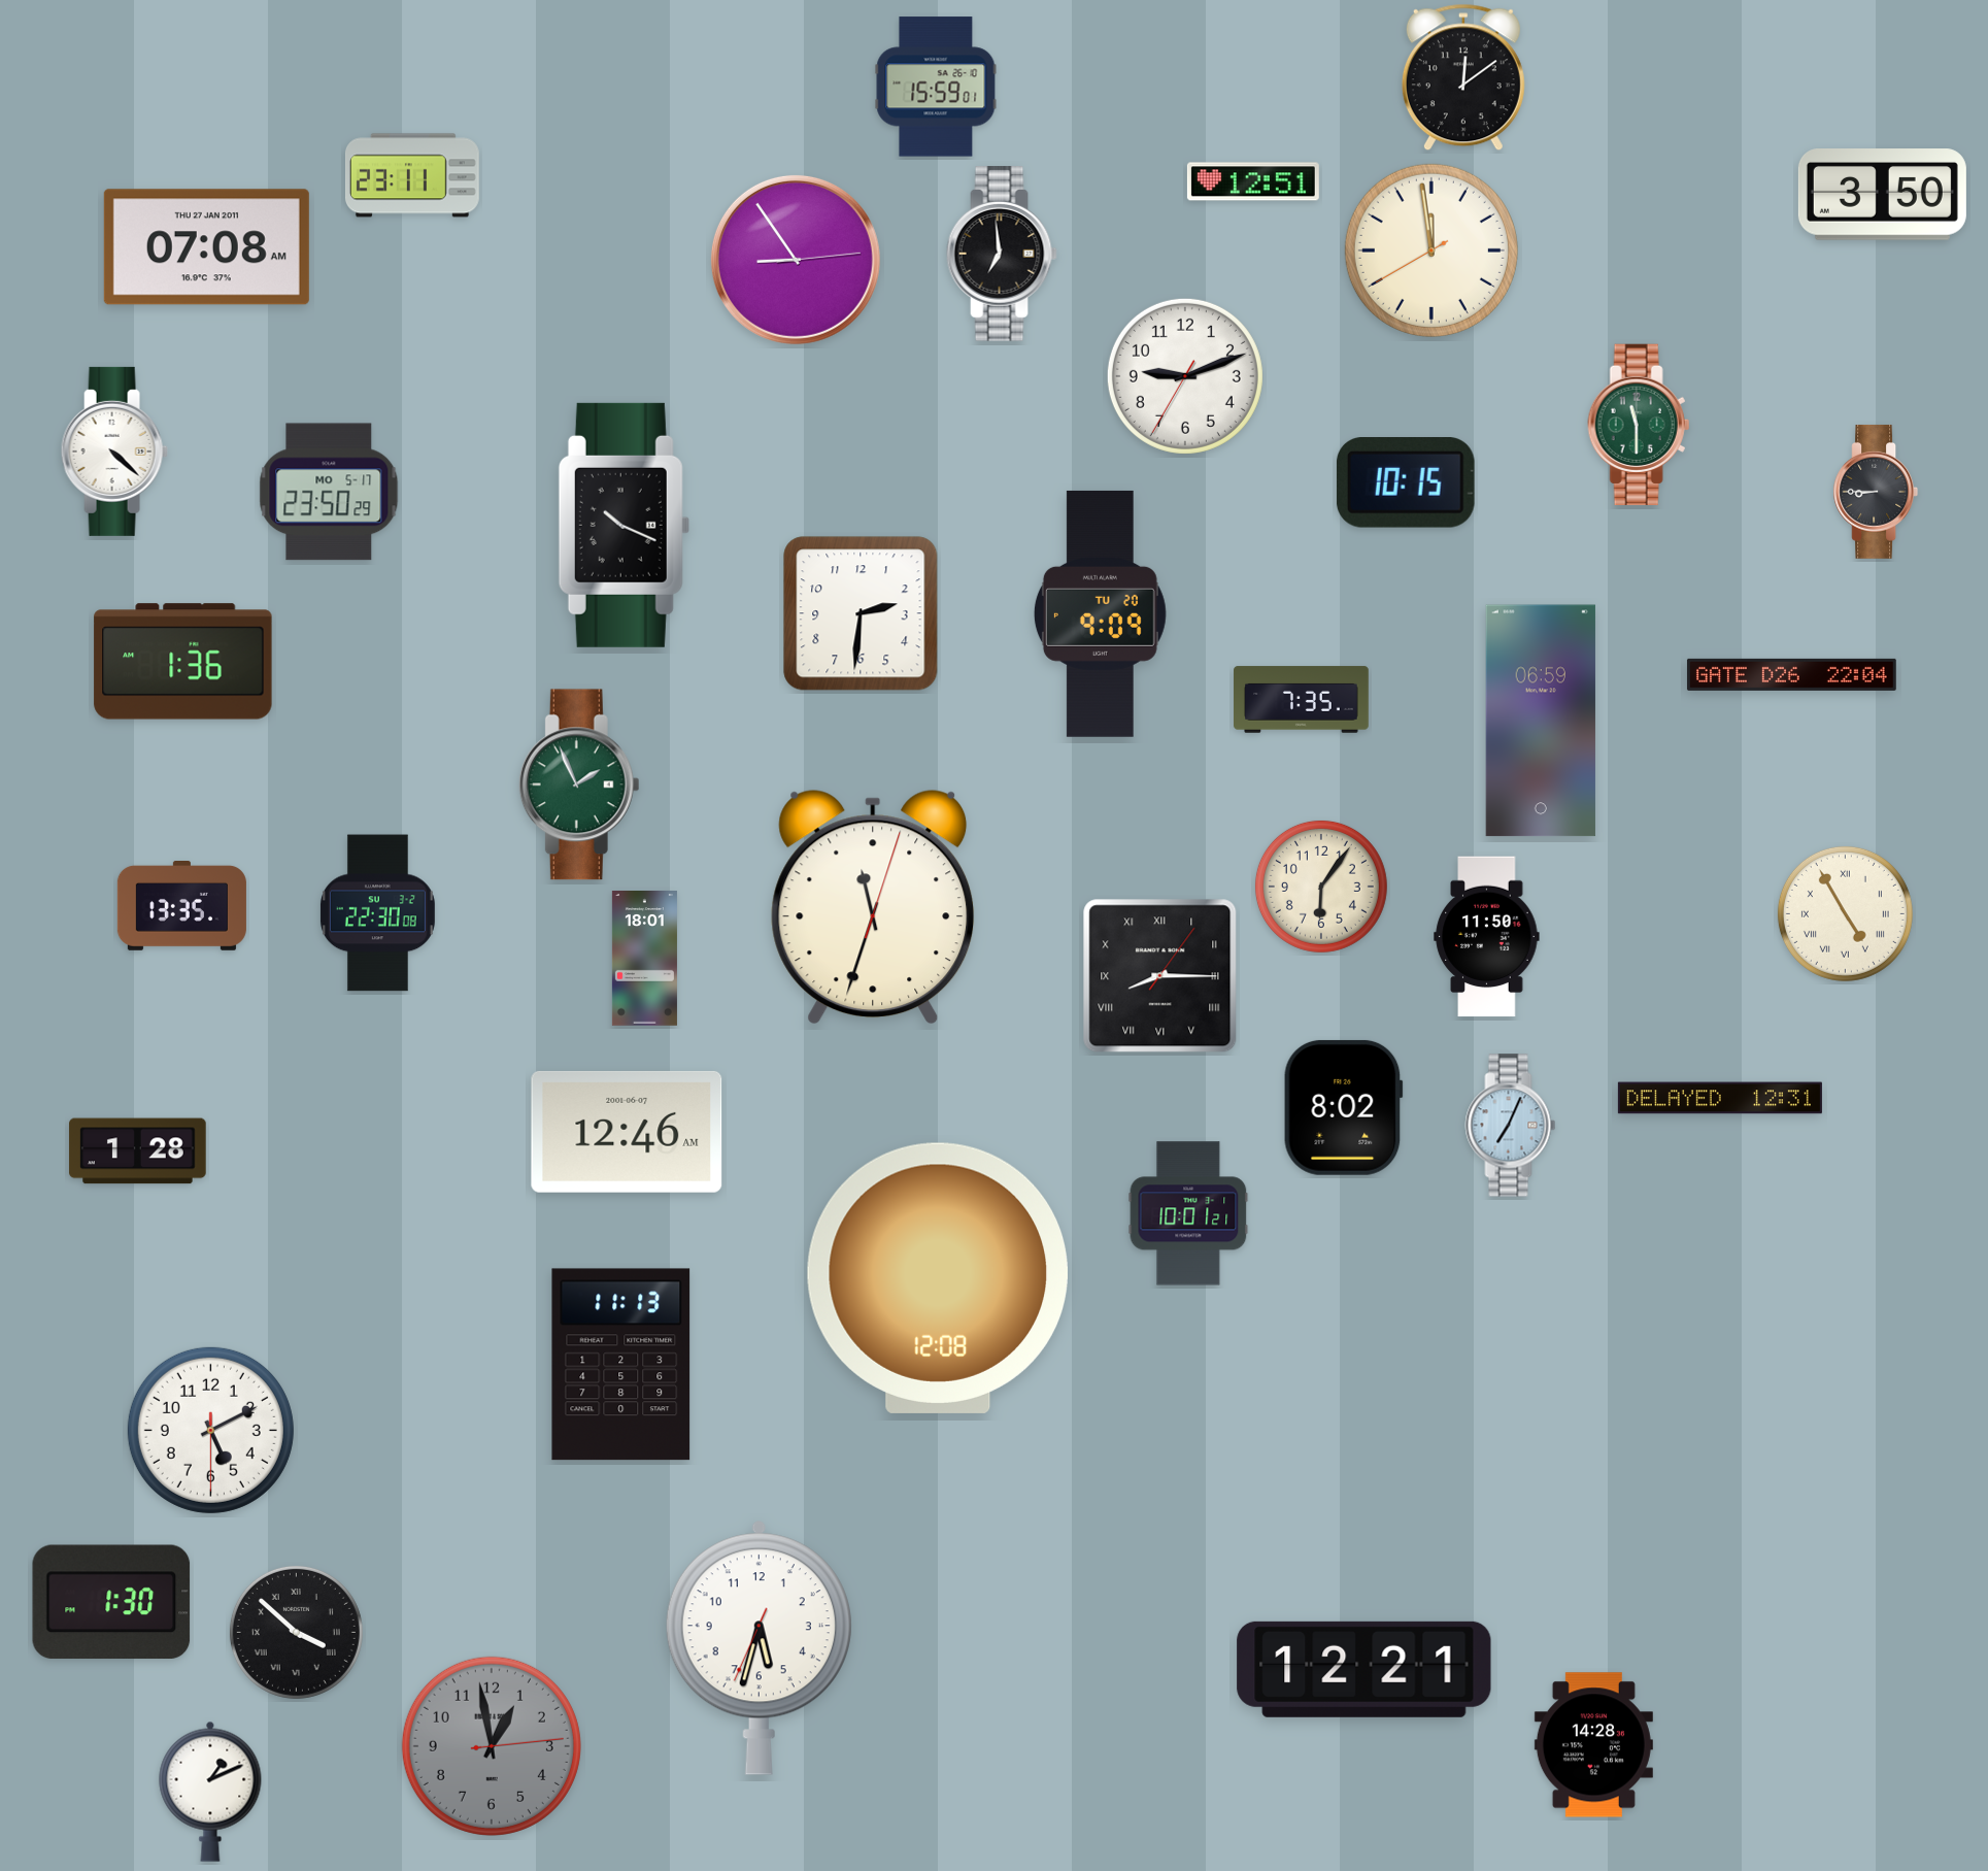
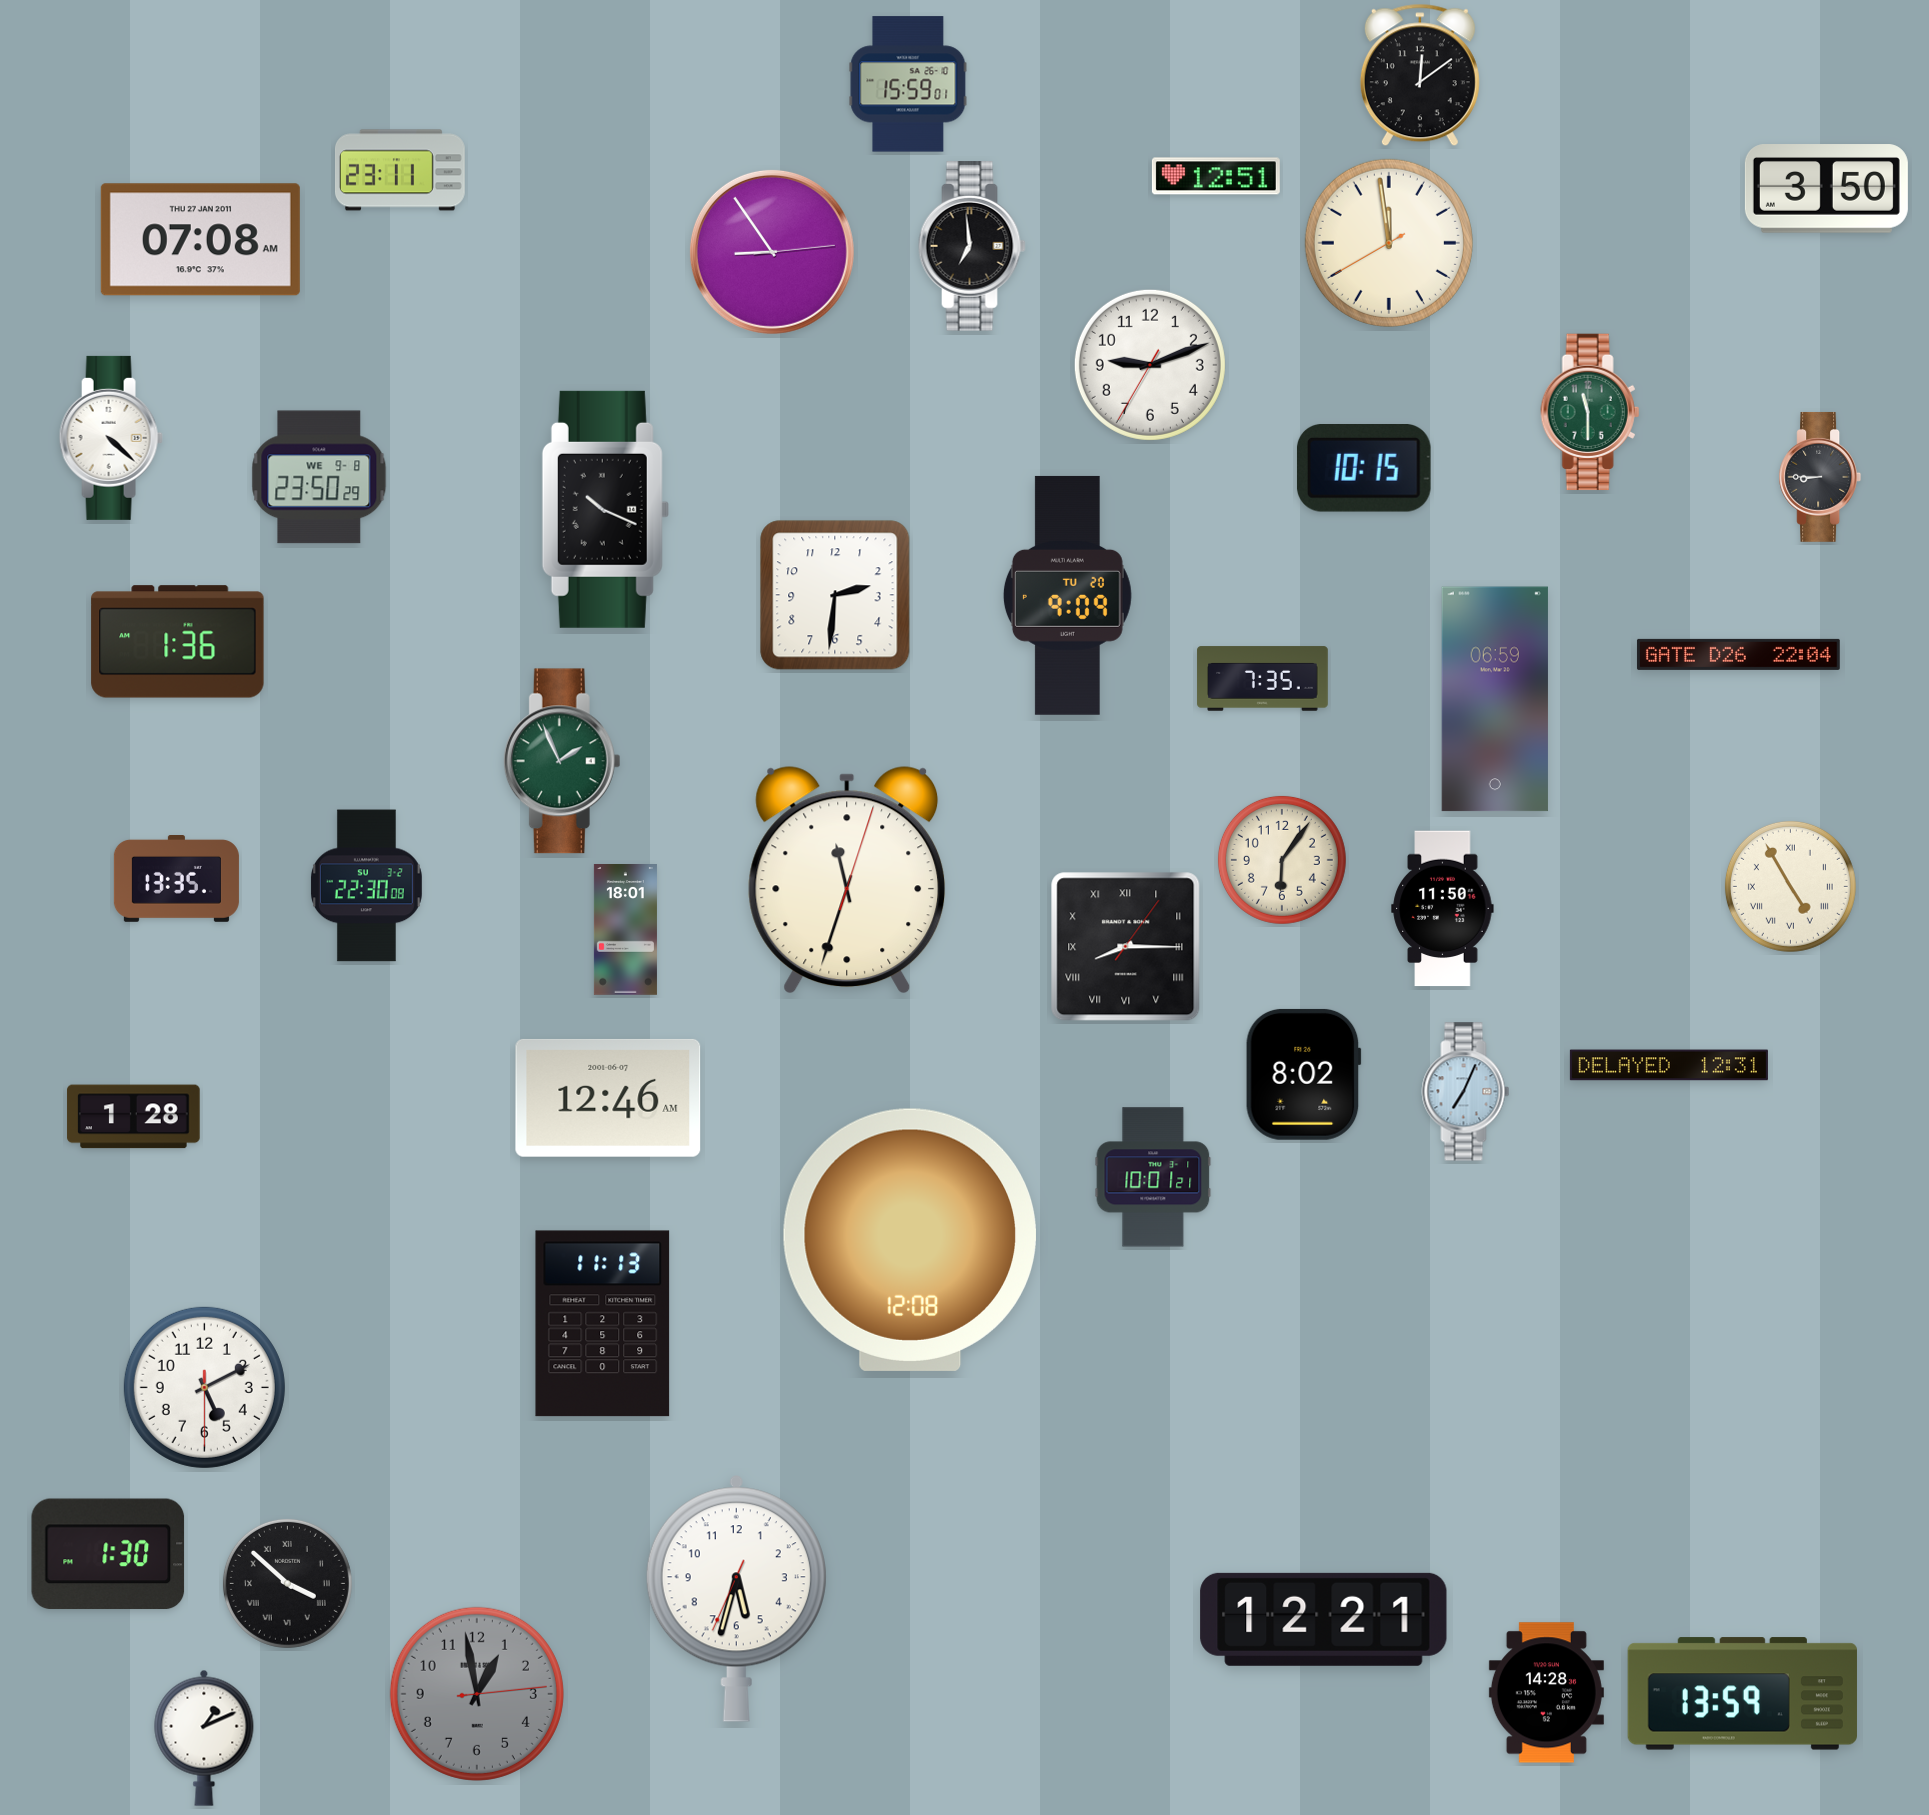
clock at (329, 492) date: MO 5-17 -> WE 9-8
clock at (1742, 1694): none -> 13:59
